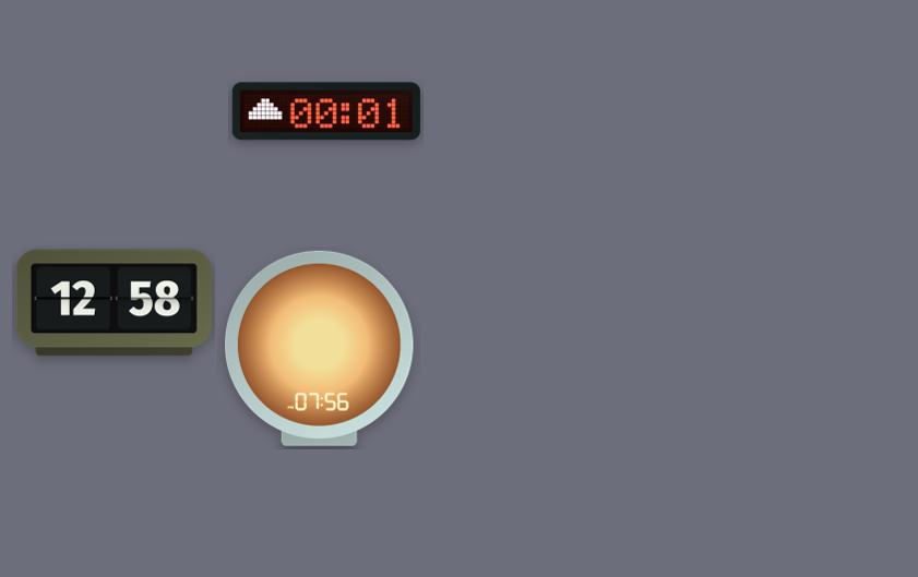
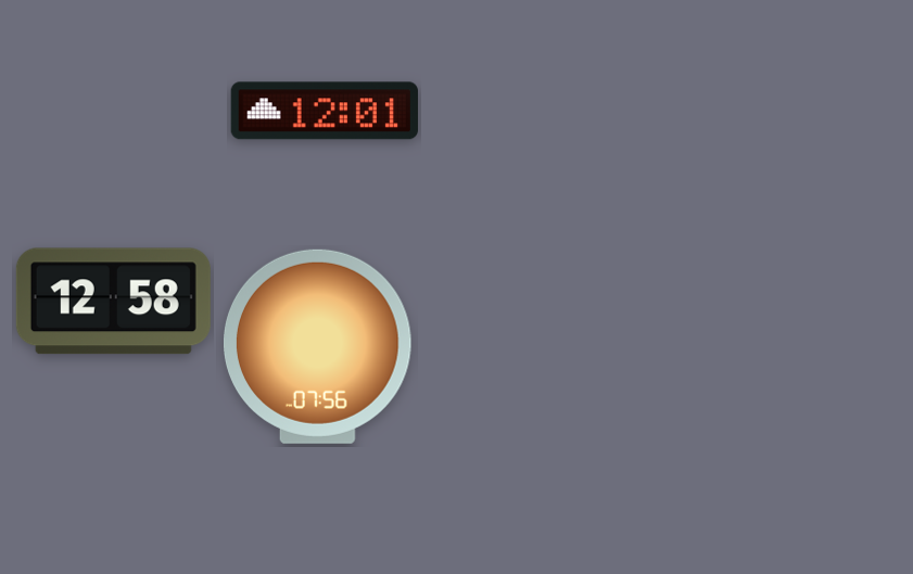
clock at (326, 111): 00:01 -> 12:01
